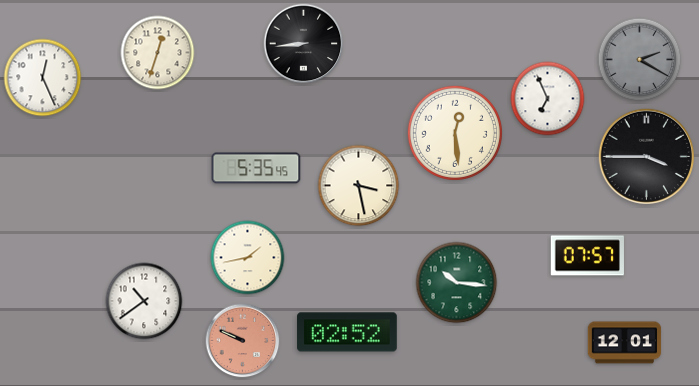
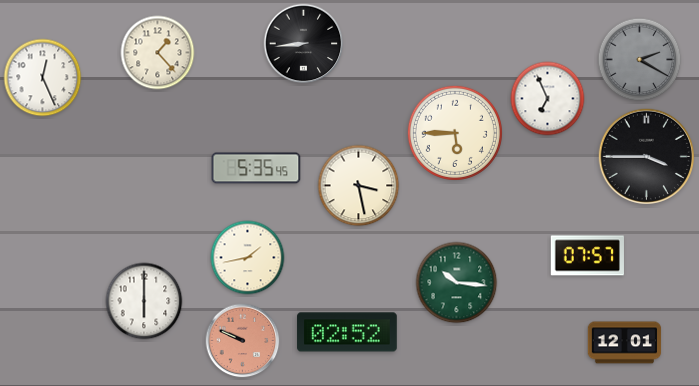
clock at (158, 53): 12:33 -> 1:23
clock at (455, 133): 12:29 -> 5:45
clock at (144, 301): 10:39 -> 6:00
